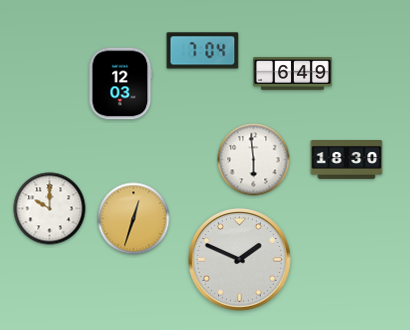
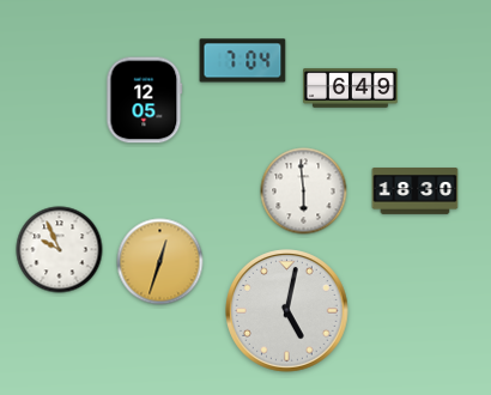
clock at (121, 84): 12:03 -> 12:05
clock at (50, 209): 10:00 -> 9:56
clock at (240, 260): 1:49 -> 5:02
